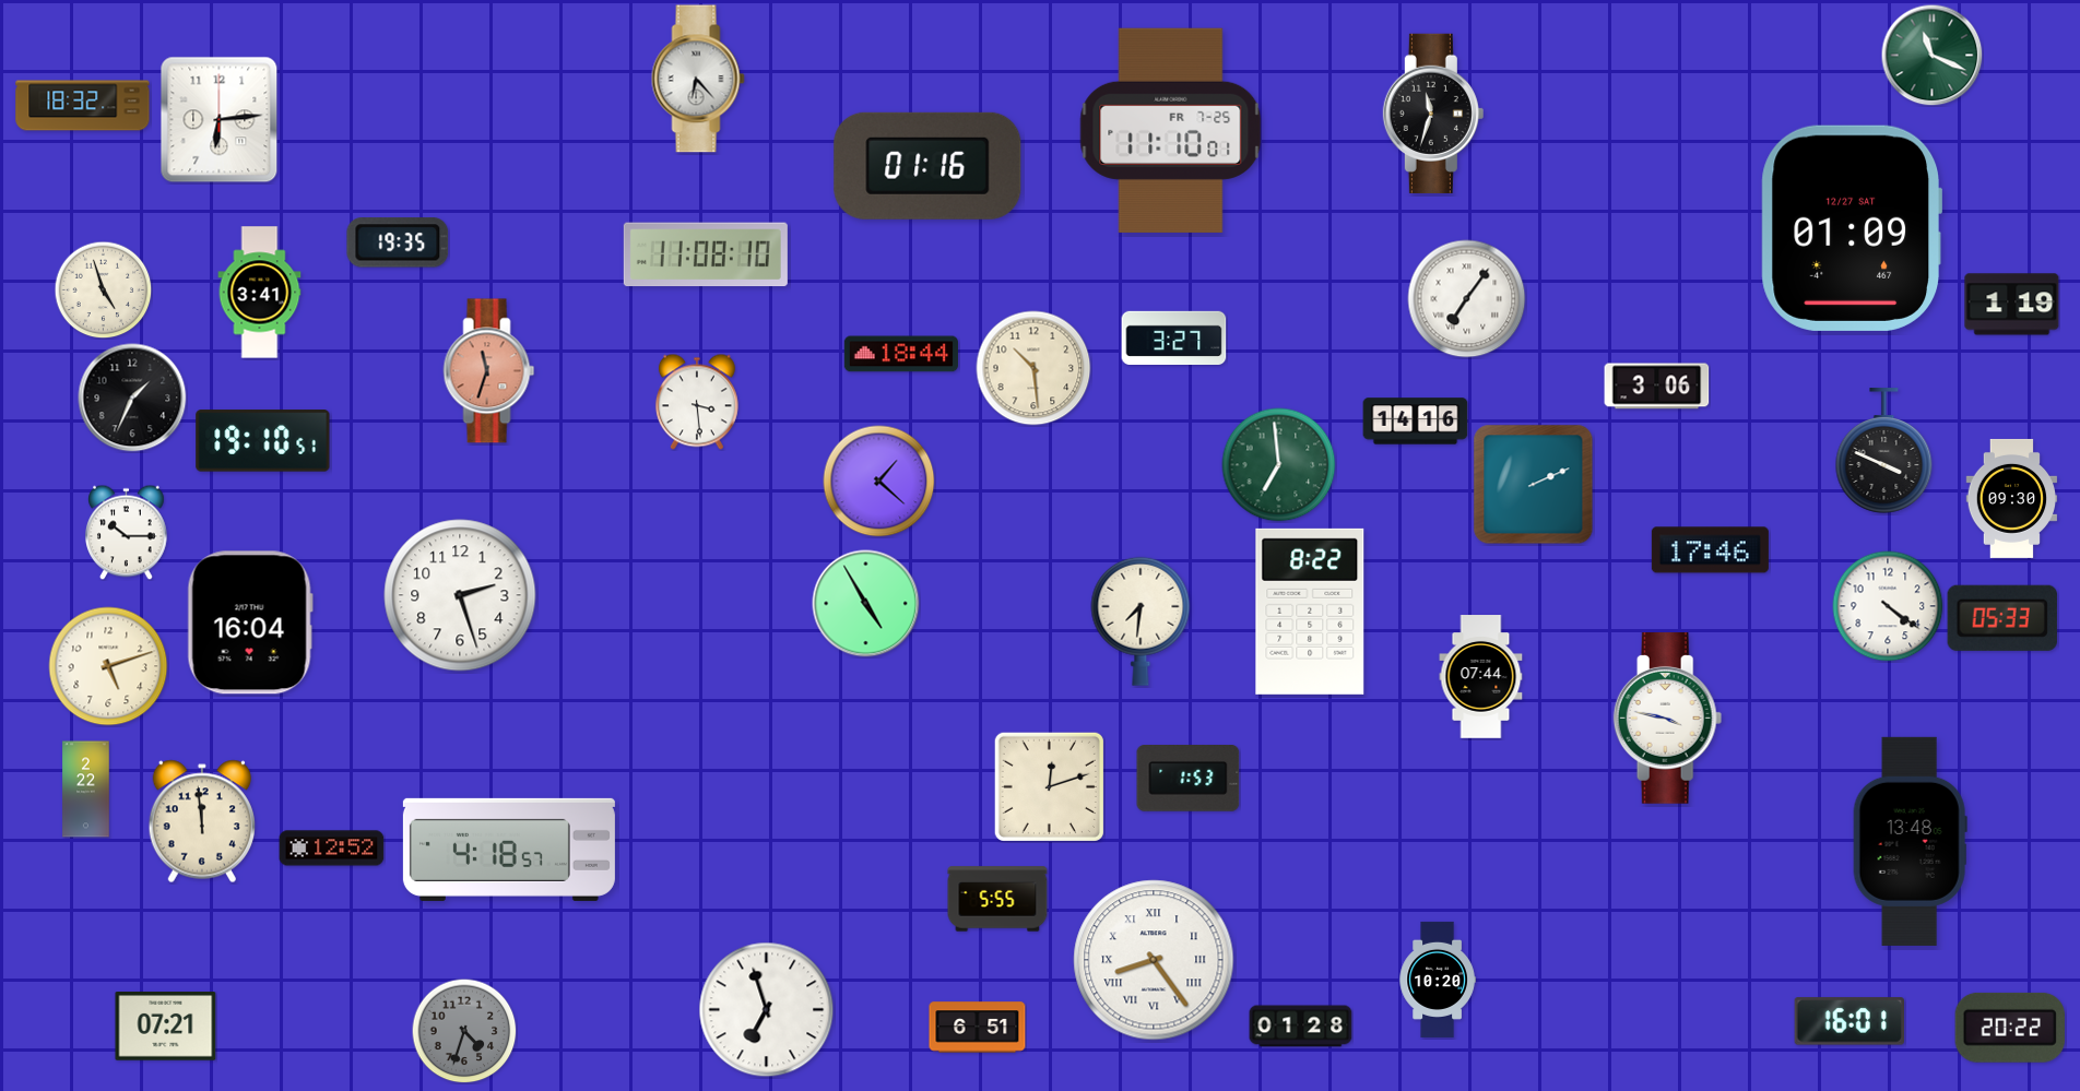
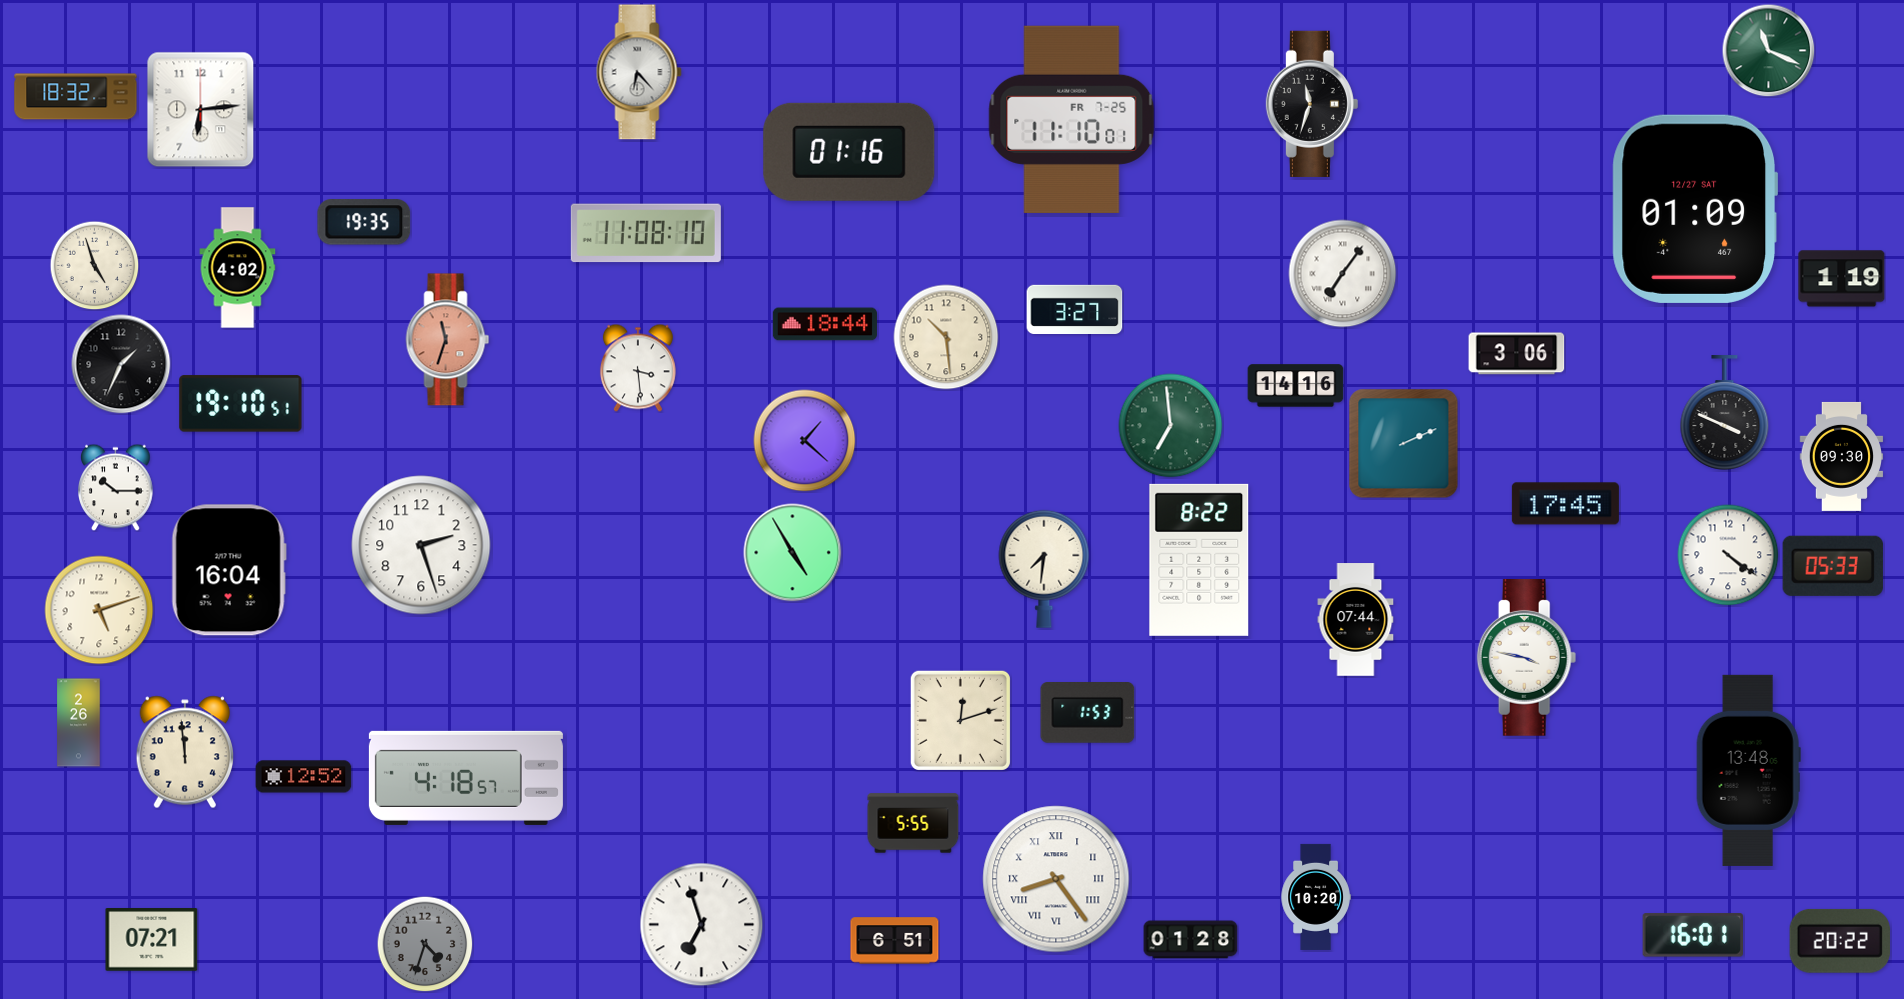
clock at (260, 293): 3:41 -> 4:02
clock at (1710, 550): 17:46 -> 17:45
clock at (86, 790): 2:22 -> 2:26
